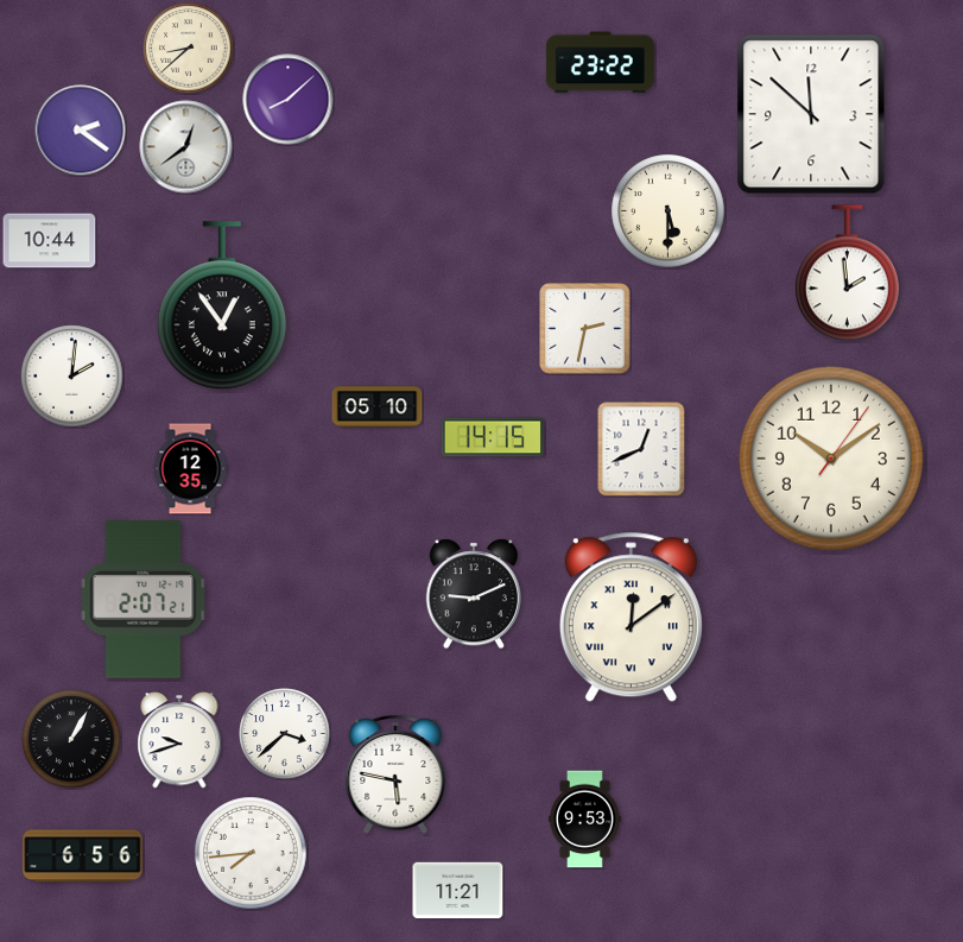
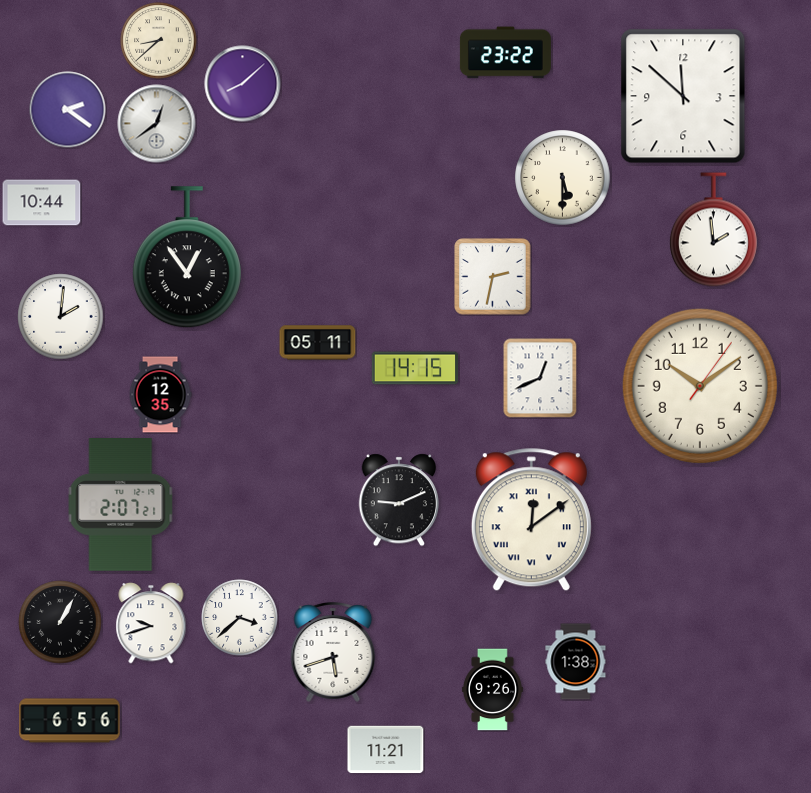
clock at (378, 407): 05:10 -> 05:11
clock at (395, 776): 5:47 -> 5:42
clock at (576, 662): none -> 1:38
clock at (585, 820): 9:53 -> 9:26
clock at (251, 853): 7:44 -> none
